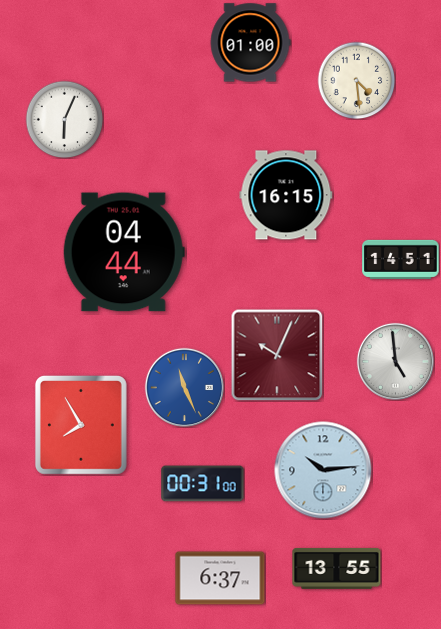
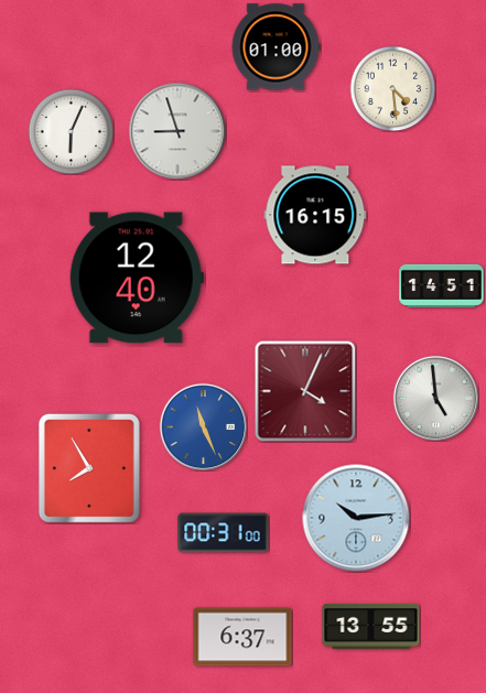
clock at (177, 131): none -> 8:57
clock at (124, 252): 04:44 -> 12:40
clock at (277, 355): 10:04 -> 4:04
